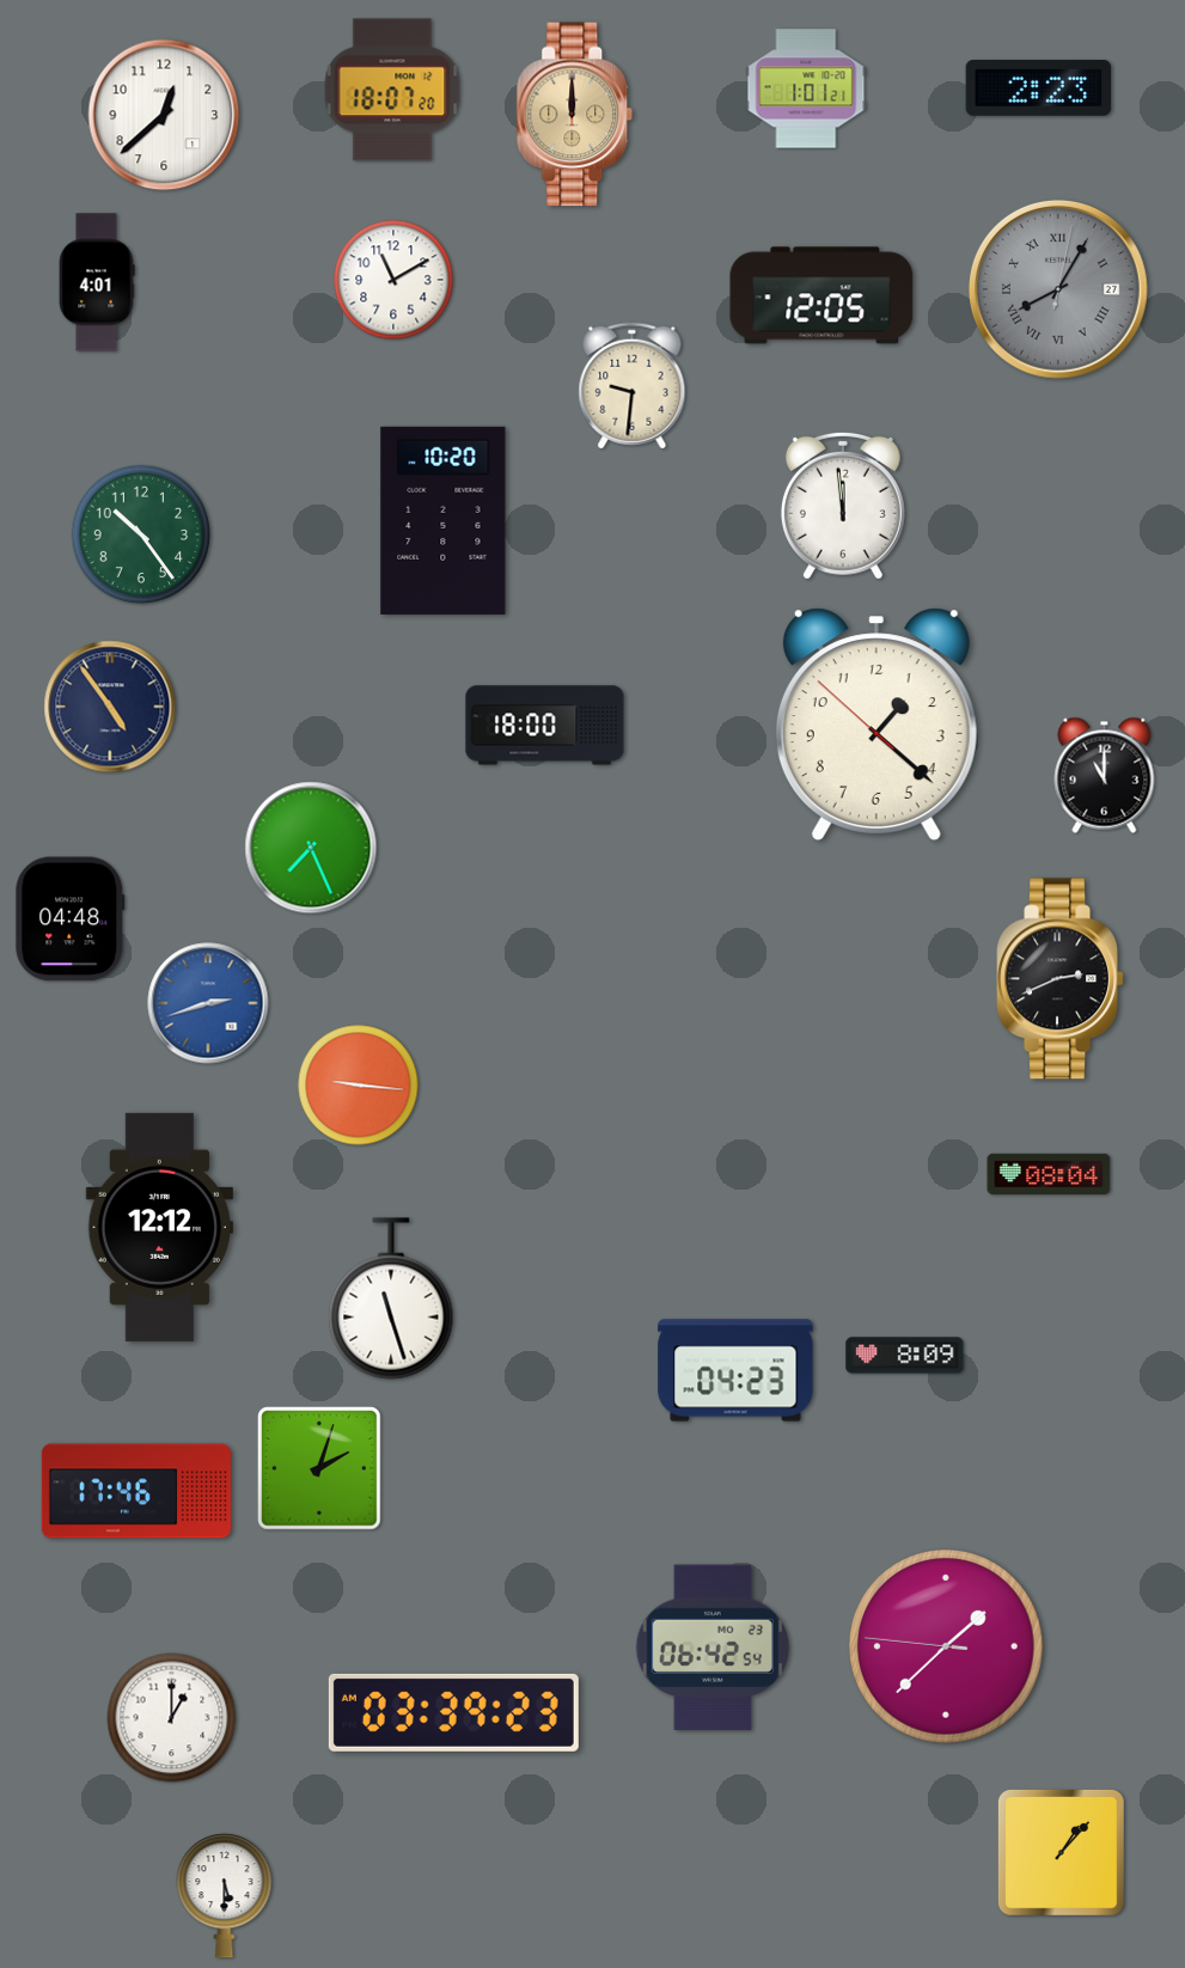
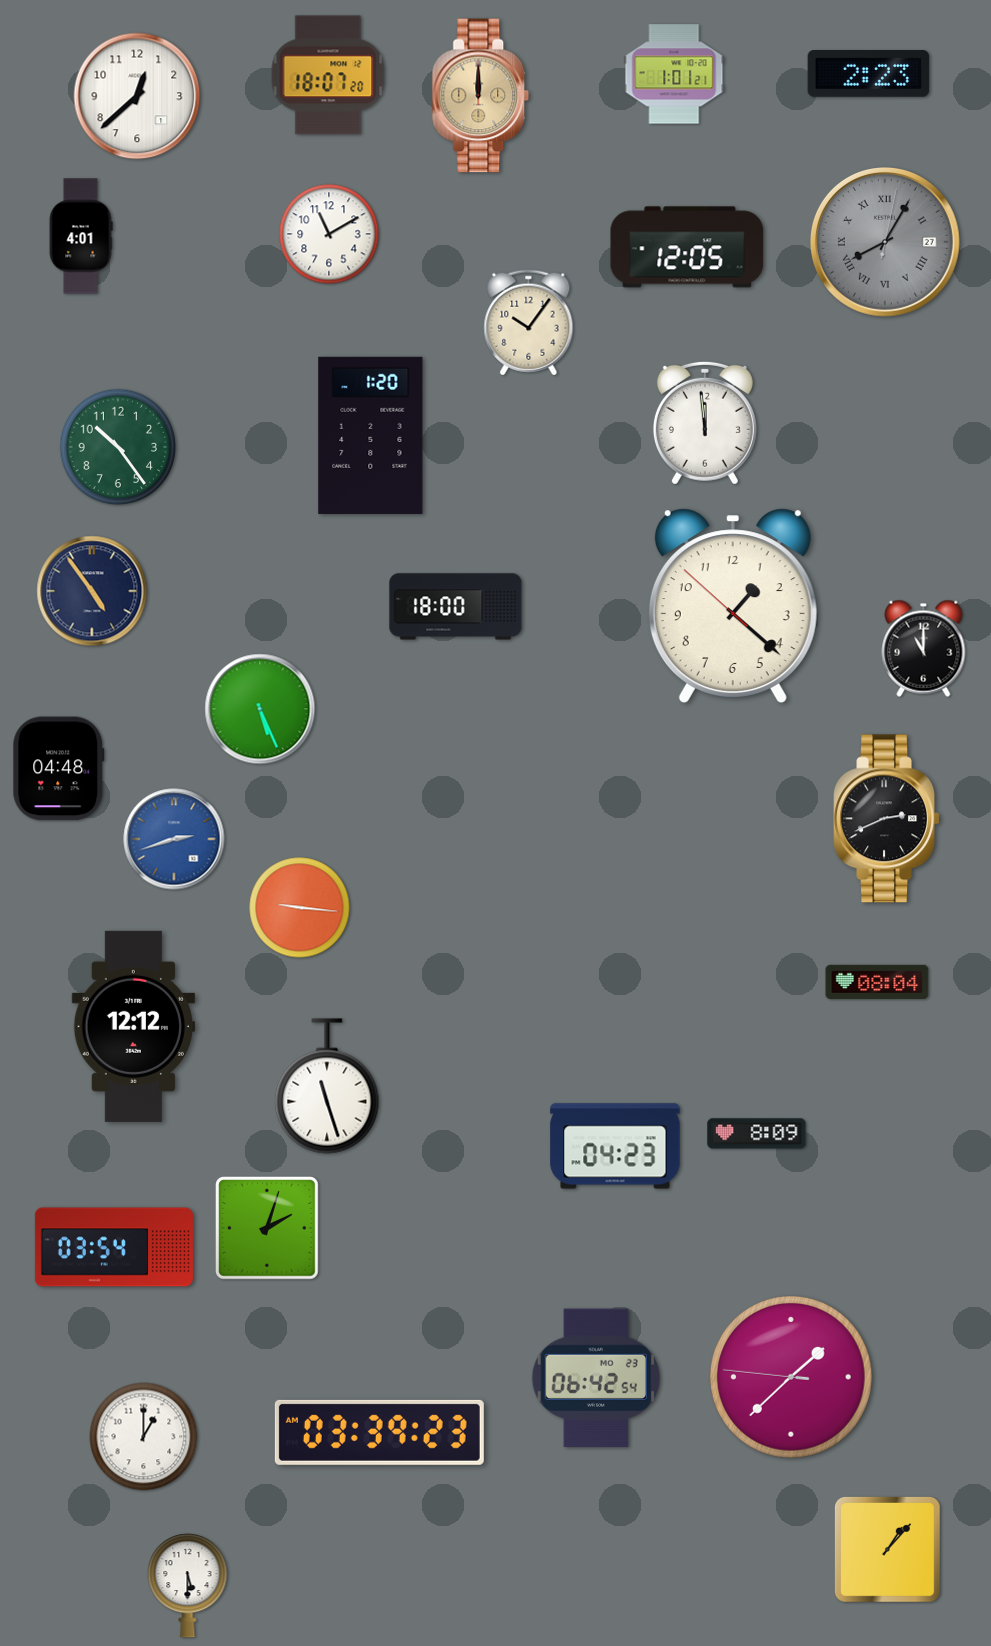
clock at (633, 386): 9:31 -> 10:06
clock at (444, 520): 10:20 -> 1:20
clock at (311, 848): 7:26 -> 5:26
clock at (136, 1491): 17:46 -> 03:54
